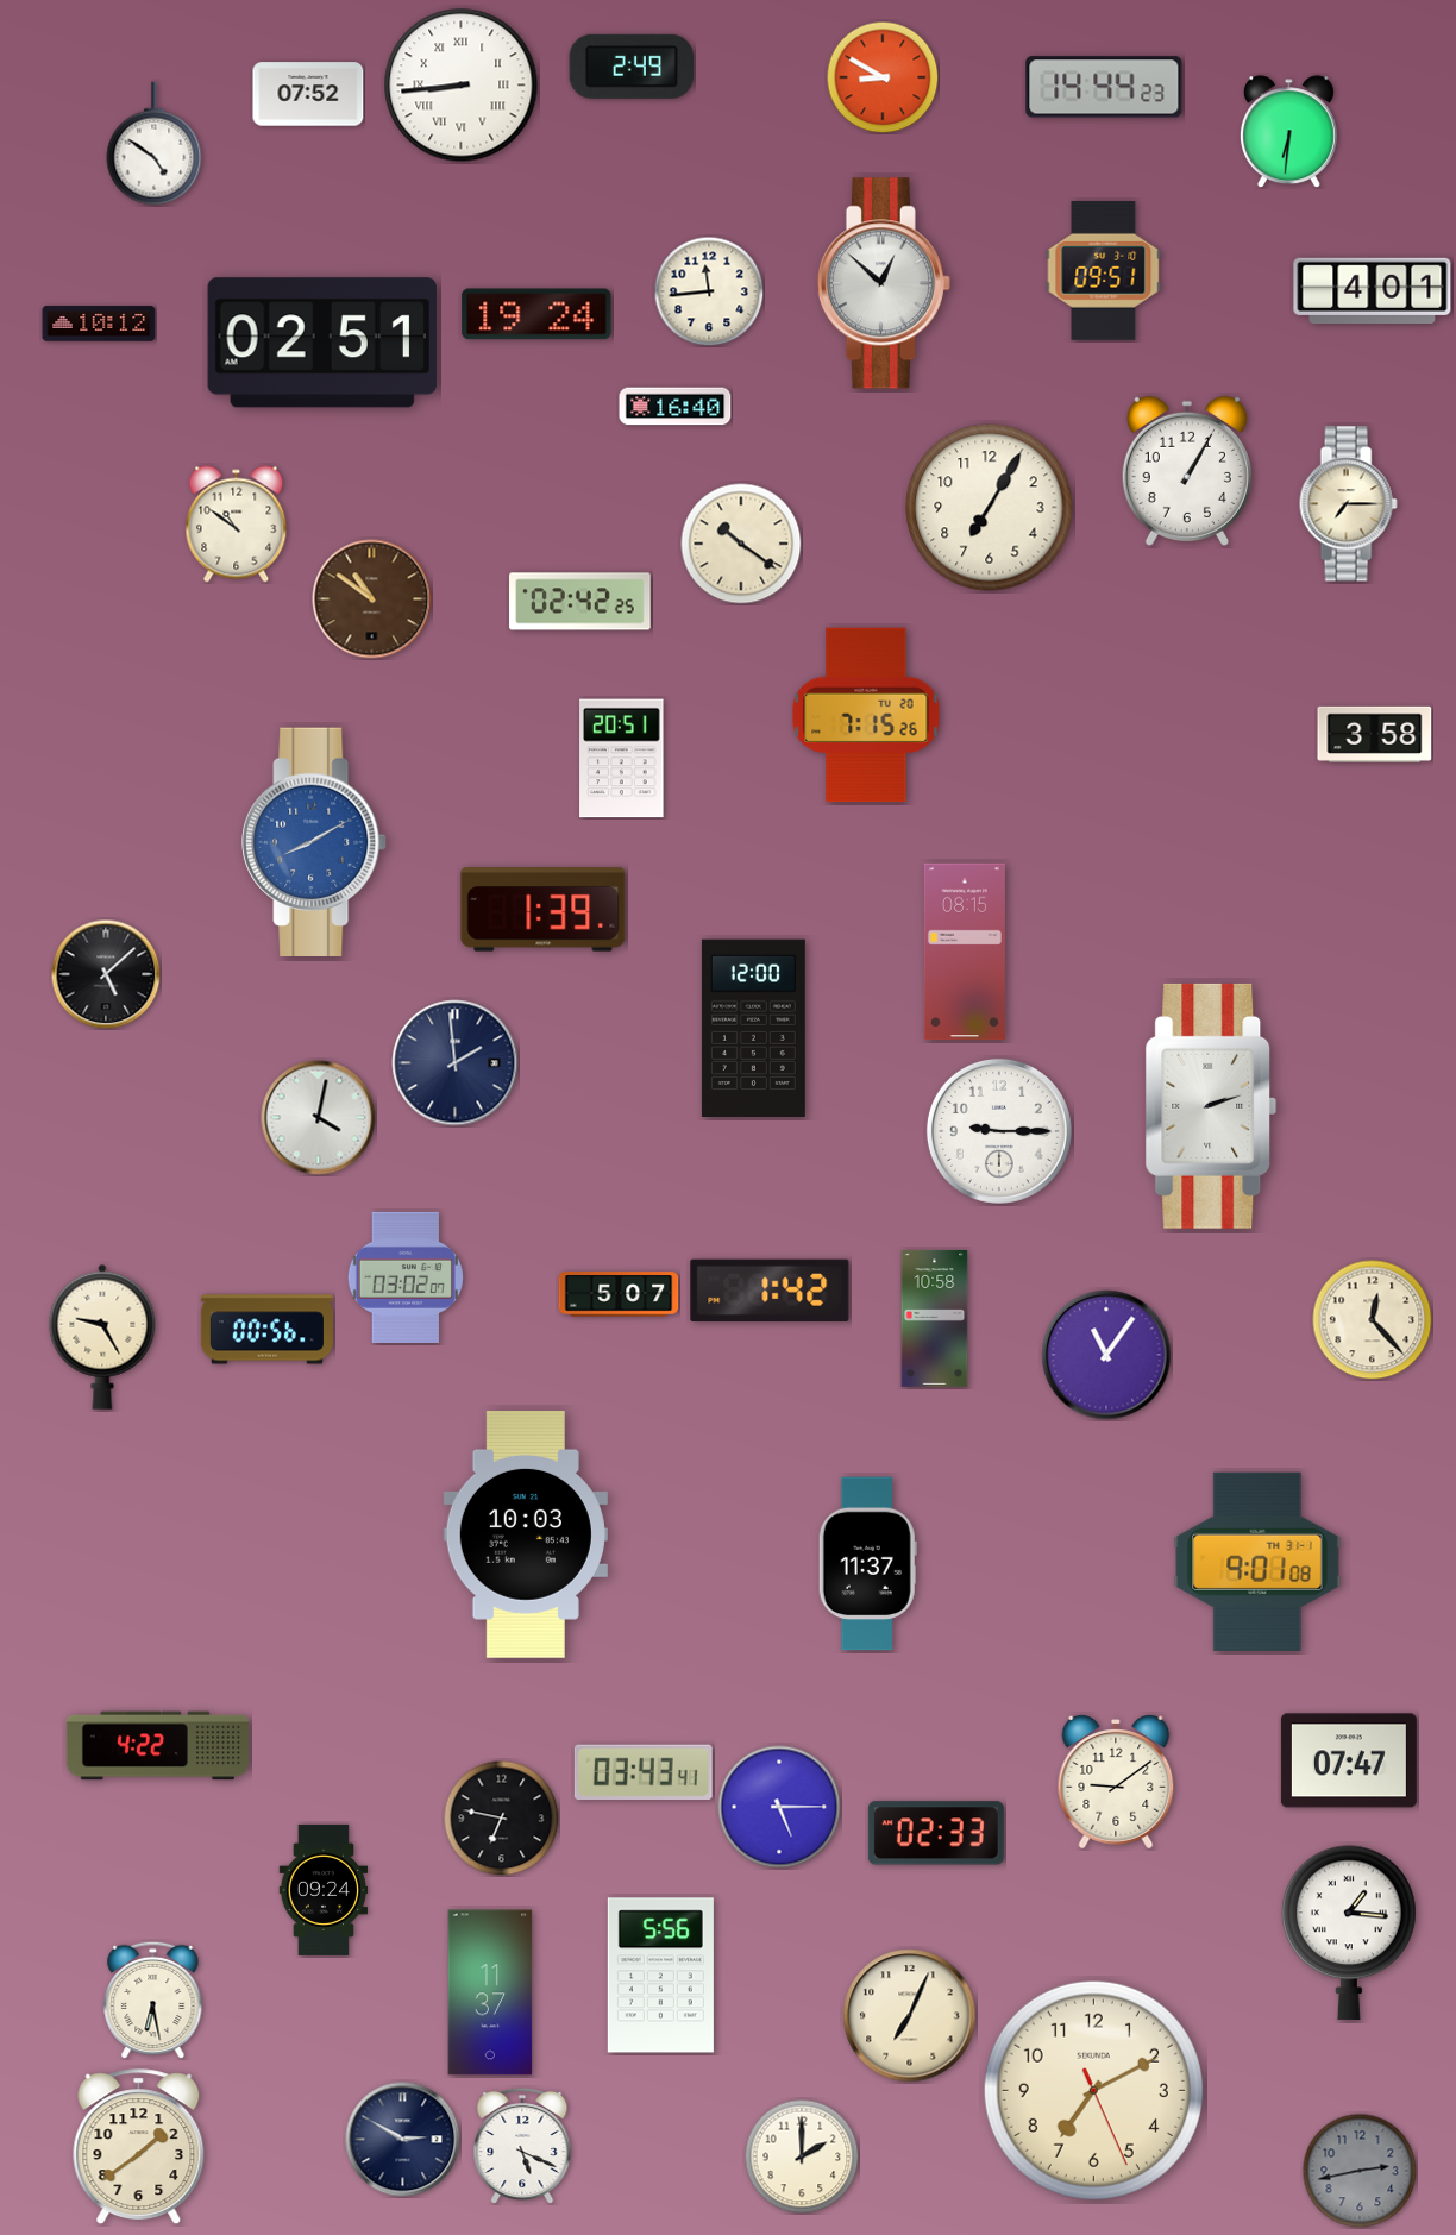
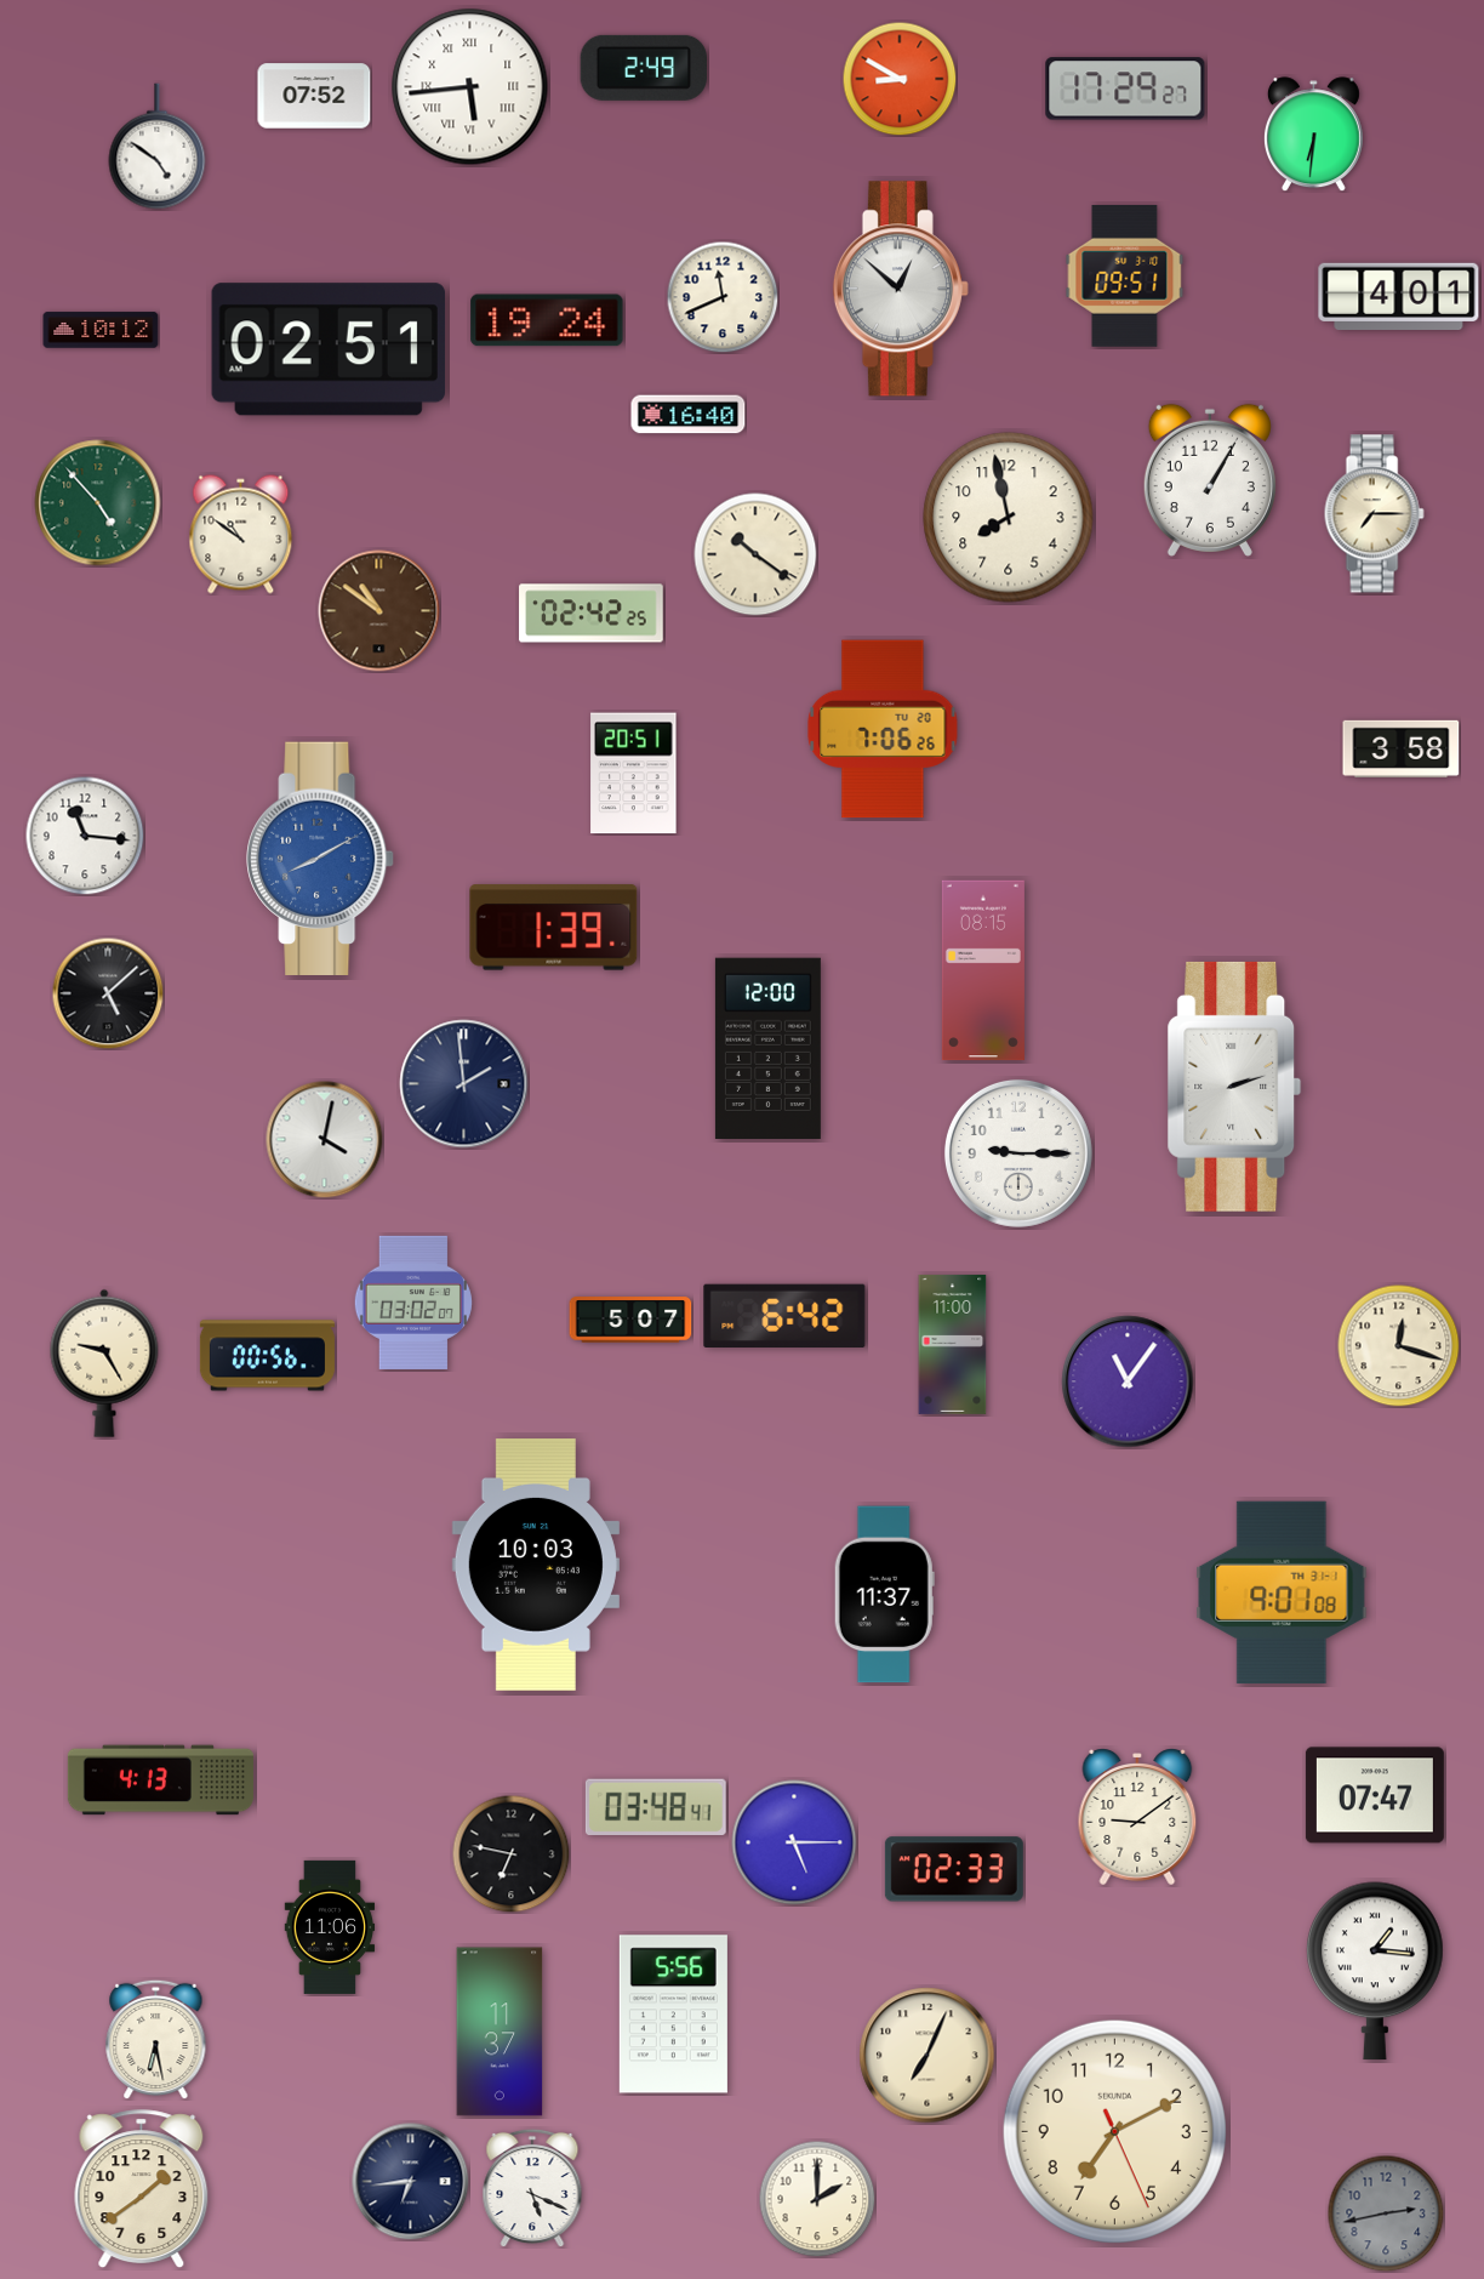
clock at (462, 86): 8:44 -> 5:44
clock at (1104, 87): 14:44 -> 17:29
clock at (709, 291): 11:44 -> 11:41
clock at (98, 503): none -> 4:53
clock at (990, 508): 7:05 -> 7:58
clock at (866, 715): 7:15 -> 7:06
clock at (85, 836): none -> 11:16
clock at (1211, 1106) position: (1211, 1106) -> (1234, 1087)
clock at (770, 1289): 1:42 -> 6:42
clock at (935, 1318): 10:58 -> 11:00
clock at (1373, 1320): 12:23 -> 12:18
clock at (266, 1330) position: (266, 1330) -> (267, 1356)
clock at (157, 1746): 4:22 -> 4:13
clock at (644, 1772): 03:43 -> 03:48
clock at (324, 1890): 09:24 -> 11:06
clock at (403, 2140): 2:50 -> 6:44
